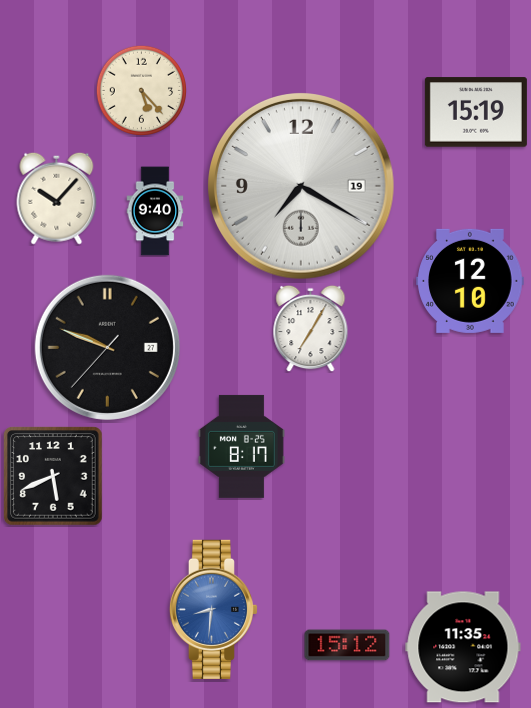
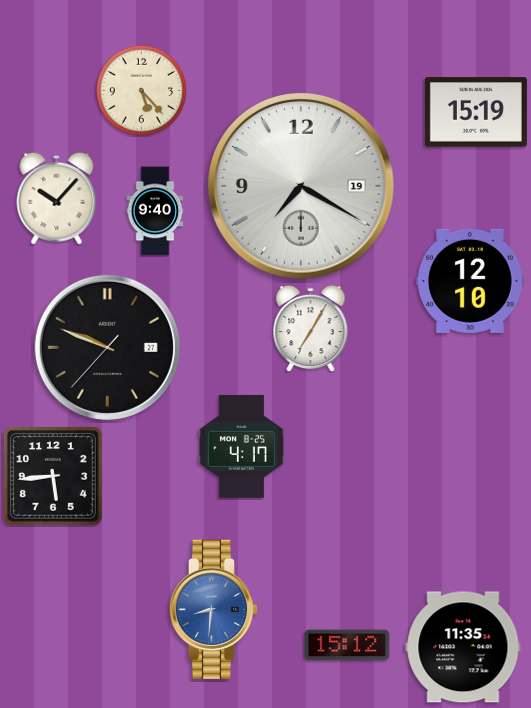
clock at (241, 446): 8:17 -> 4:17
clock at (53, 476): 5:41 -> 5:44
